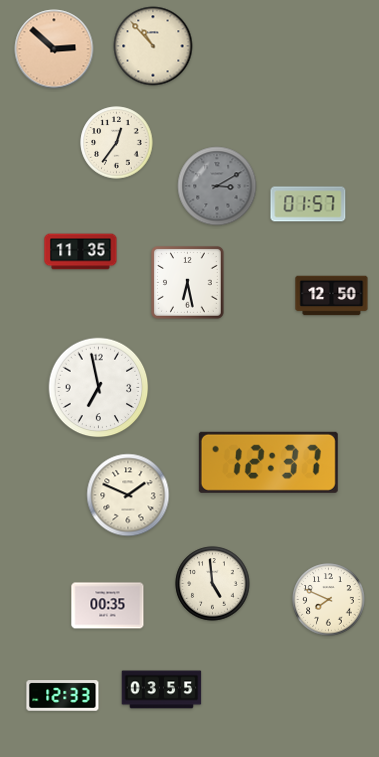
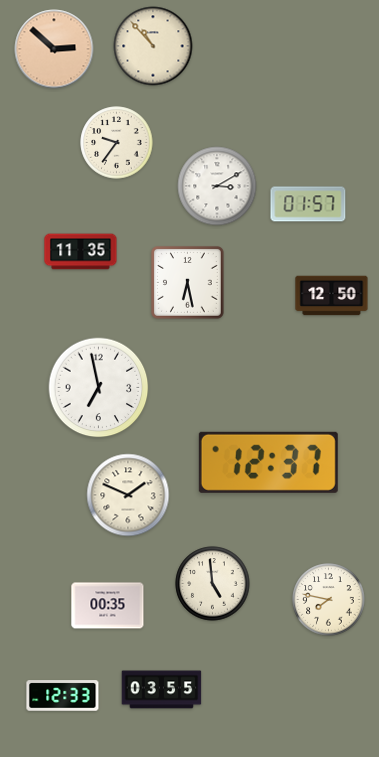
clock at (117, 143): 12:36 -> 9:36
clock at (217, 186) dial: grey -> white
clock at (329, 600): 7:49 -> 7:47
